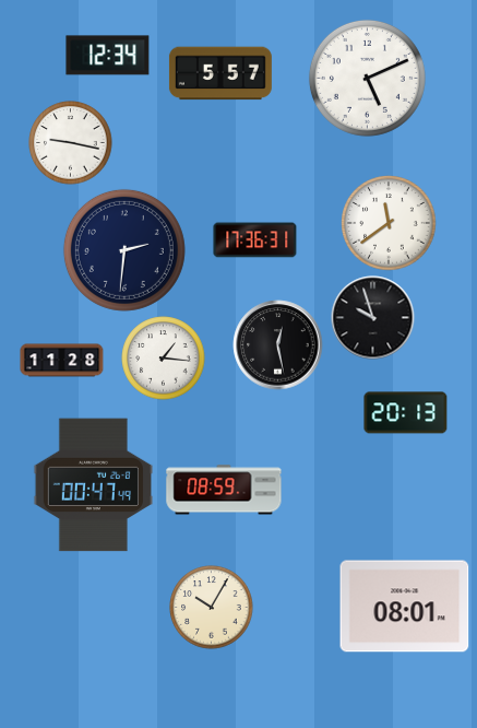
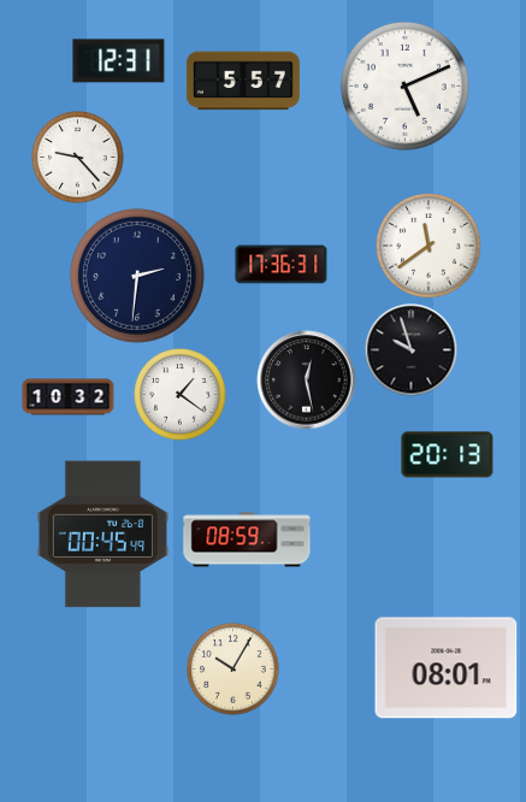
clock at (108, 56): 12:34 -> 12:31
clock at (71, 143): 9:17 -> 9:23
clock at (164, 359): 1:16 -> 1:21
clock at (62, 361): 11:28 -> 10:32
clock at (93, 485): 00:47 -> 00:45
